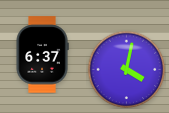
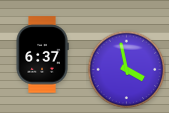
clock at (126, 69): 4:02 -> 3:58
